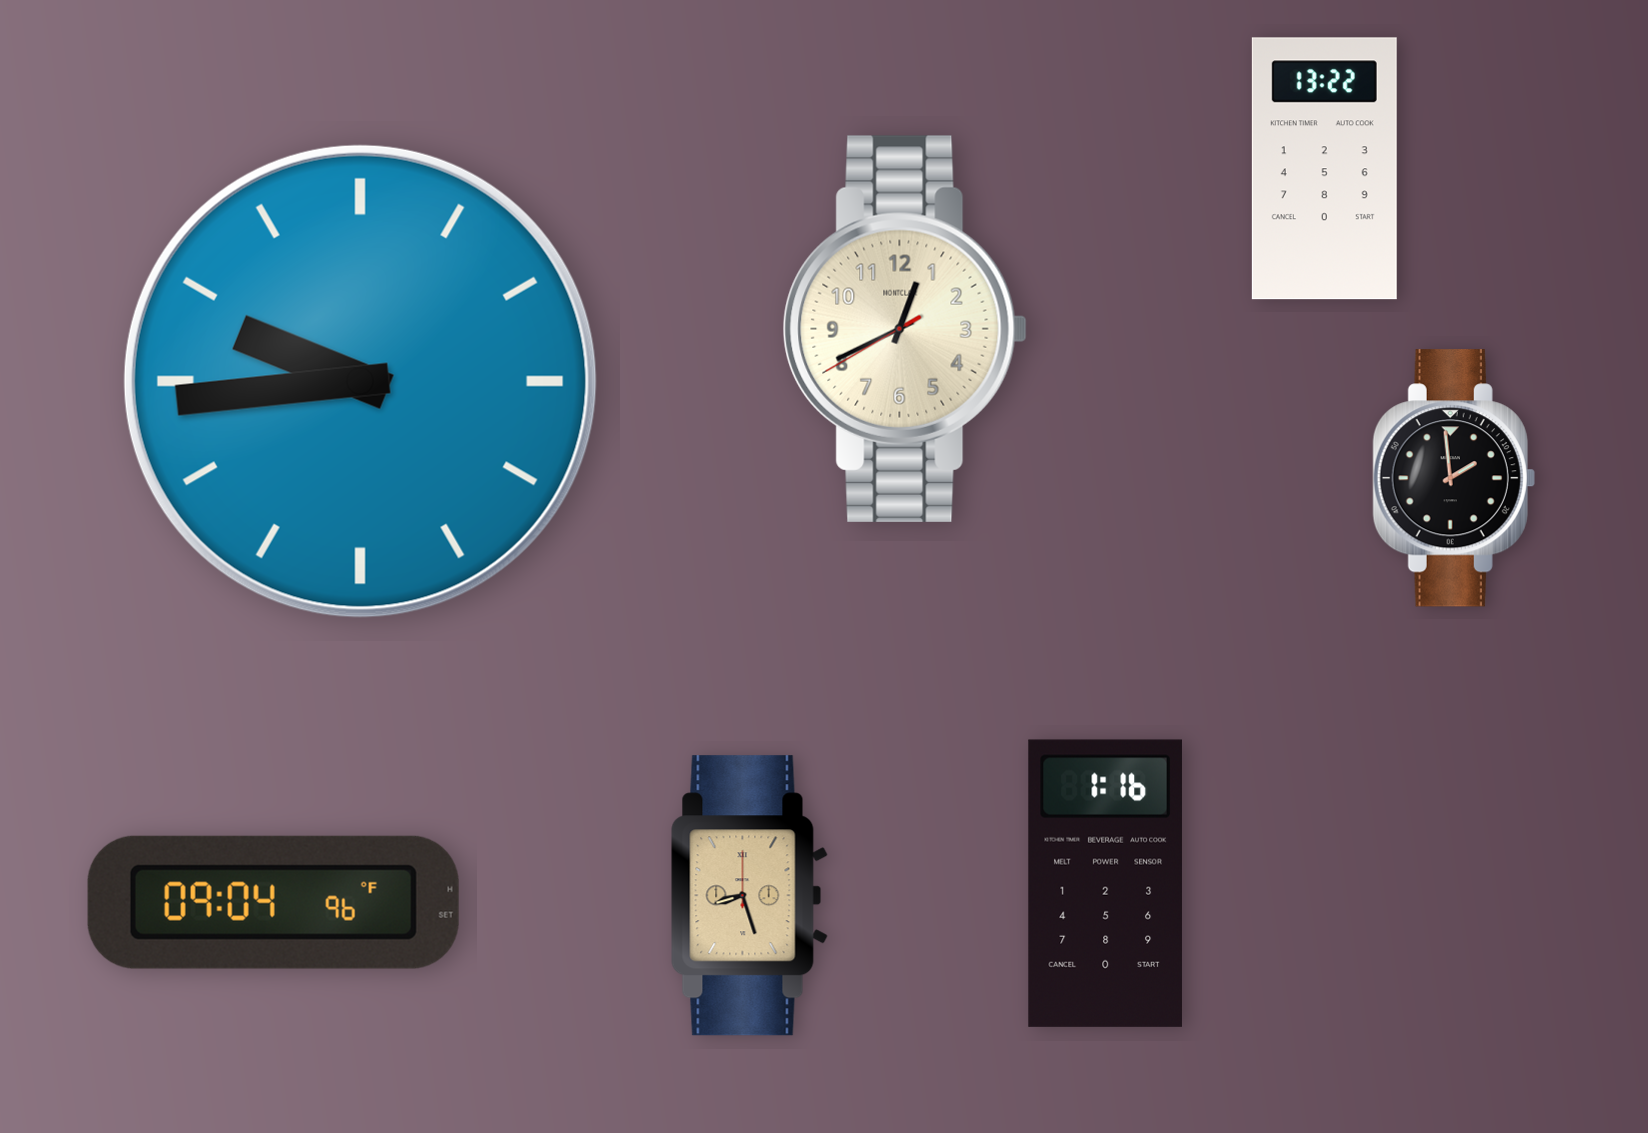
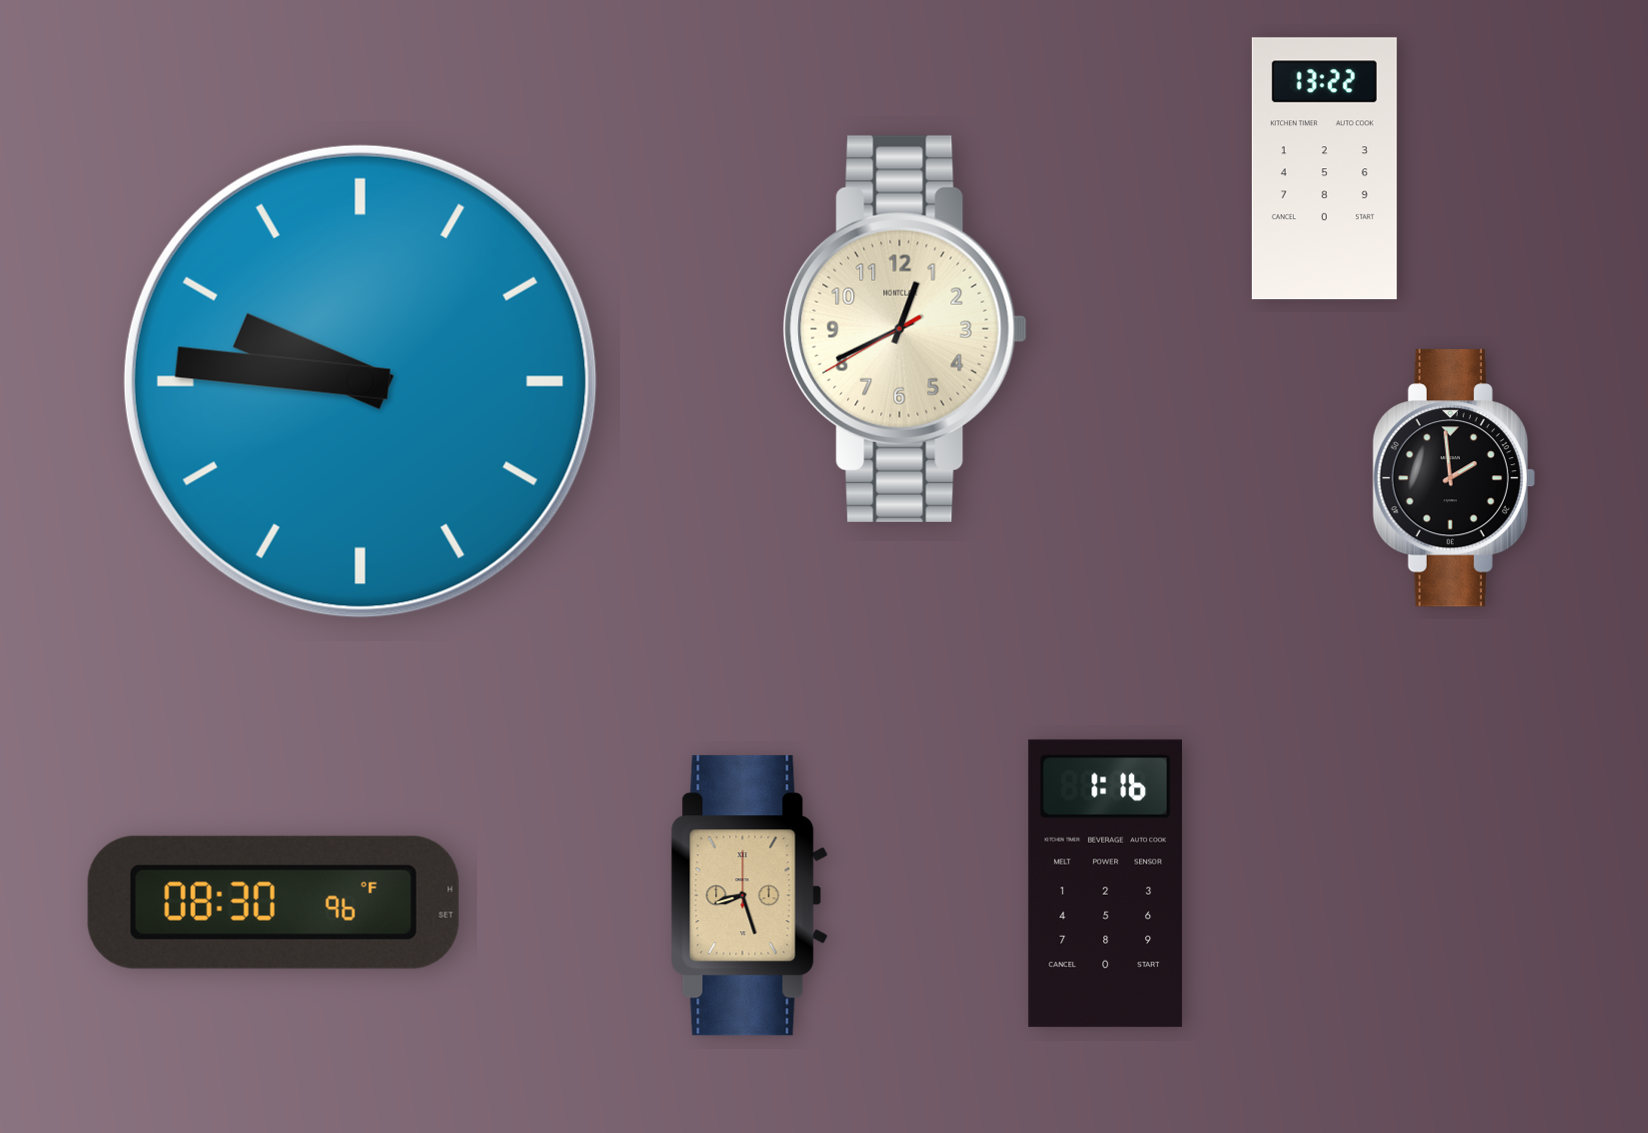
clock at (360, 381): 9:44 -> 9:46
clock at (273, 902): 09:04 -> 08:30
